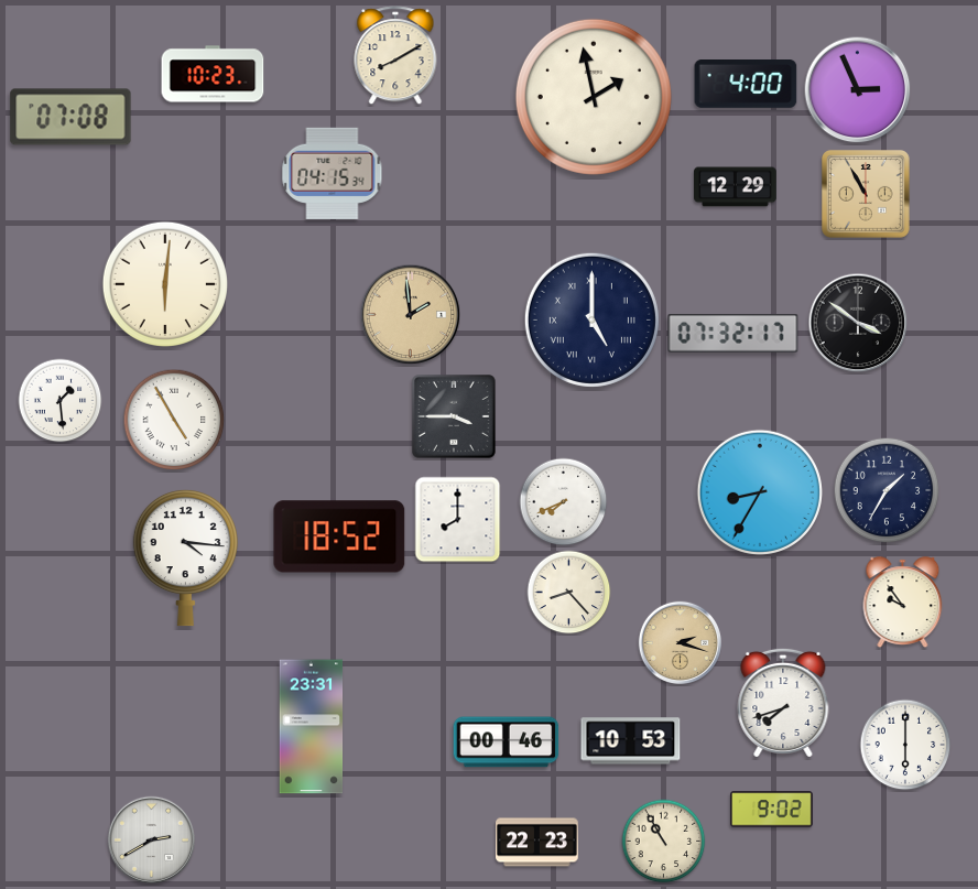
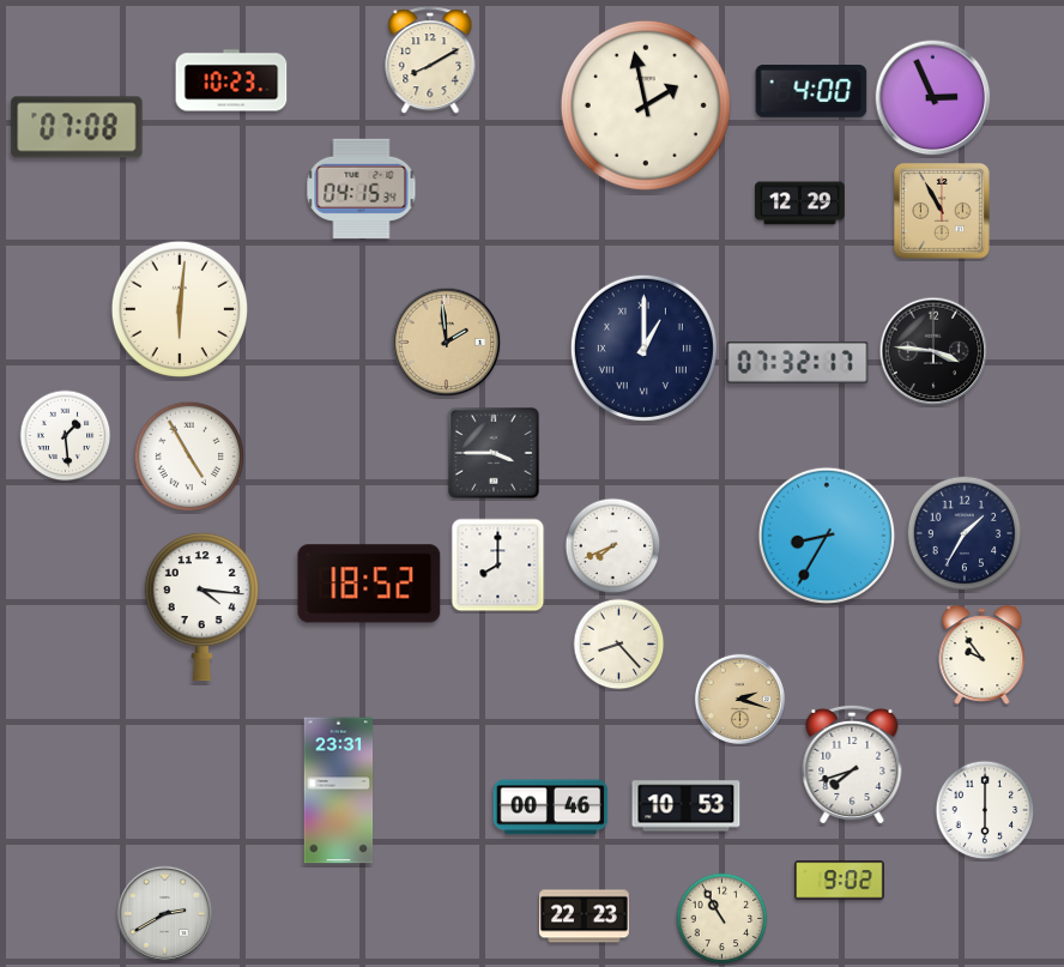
clock at (591, 319): 5:00 -> 1:00
clock at (858, 323): 3:51 -> 3:46
clock at (664, 842) position: (664, 842) -> (723, 919)
